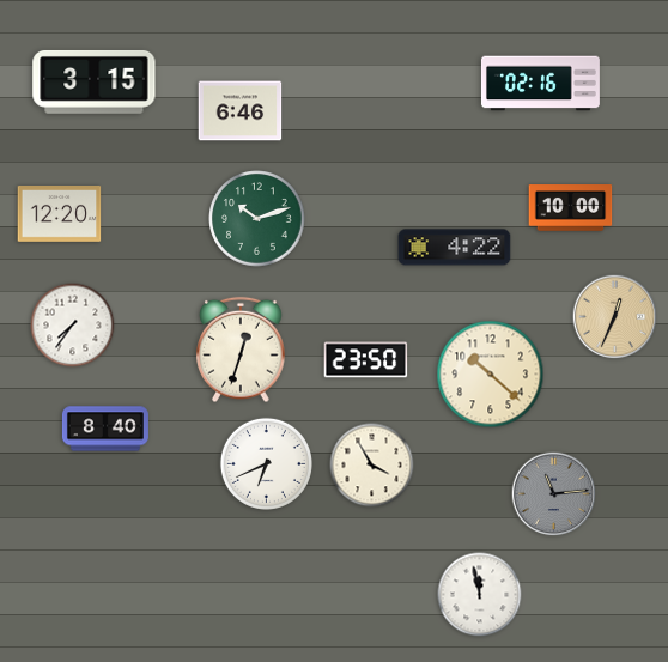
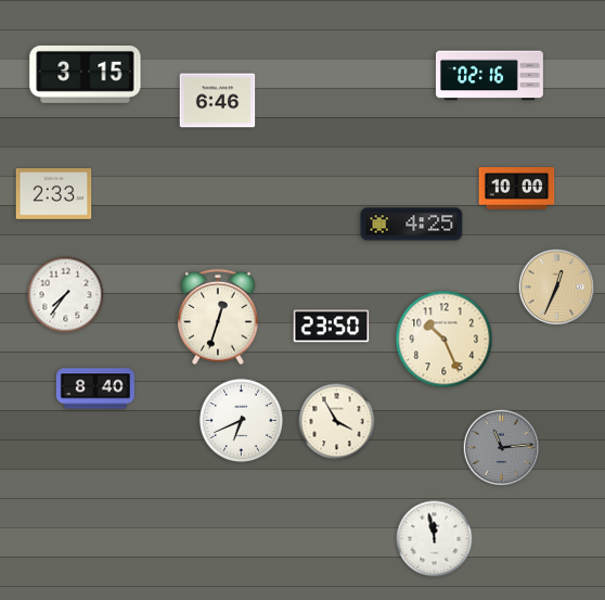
clock at (60, 214): 12:20 -> 2:33
clock at (257, 219): 10:12 -> none
clock at (455, 248): 4:22 -> 4:25
clock at (491, 375): 10:22 -> 10:26
